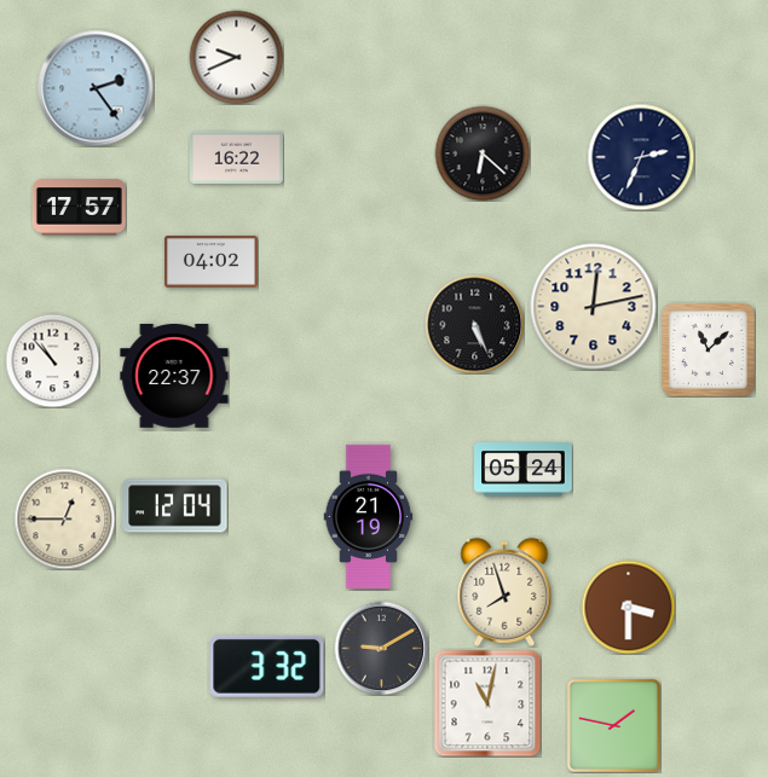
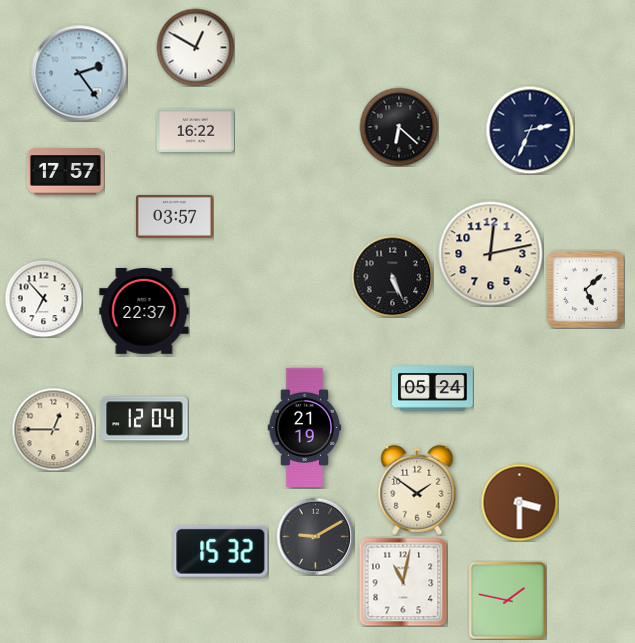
clock at (236, 57): 9:41 -> 12:50
clock at (210, 262): 04:02 -> 03:57
clock at (474, 324) position: (474, 324) -> (392, 276)
clock at (708, 349): 11:08 -> 5:08
clock at (52, 360): 10:53 -> 6:53
clock at (504, 592): 7:57 -> 1:51
clock at (267, 666): 3:32 -> 15:32
